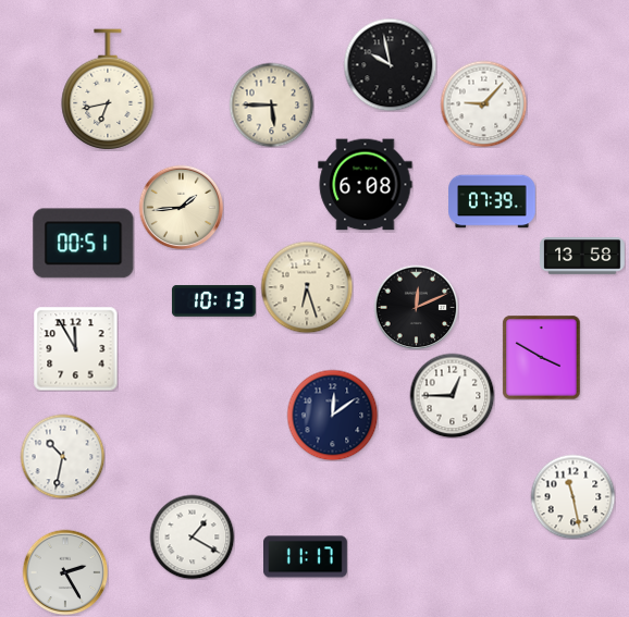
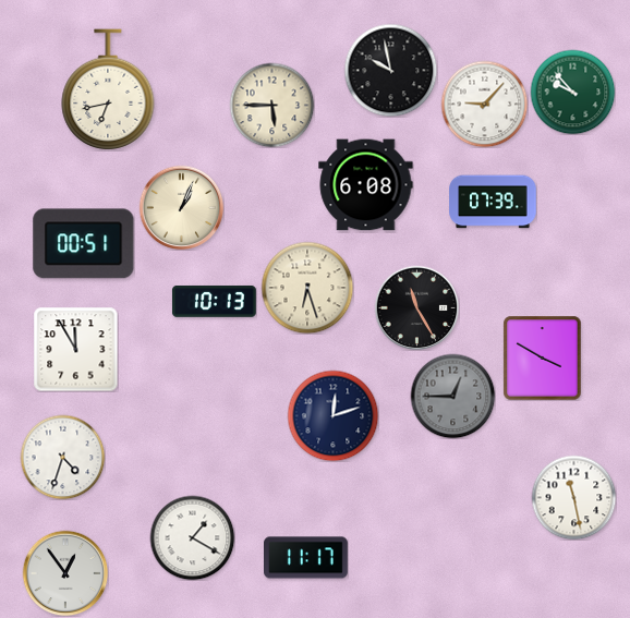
clock at (390, 64) position: (390, 64) -> (390, 70)
clock at (572, 92): none -> 9:53
clock at (181, 207): 1:44 -> 1:04
clock at (582, 256): 13:58 -> none
clock at (416, 307): 12:11 -> 11:25
clock at (452, 395) dial: white -> grey
clock at (332, 415): 12:09 -> 12:12
clock at (62, 456): 10:32 -> 4:33
clock at (65, 572): 2:25 -> 12:54
